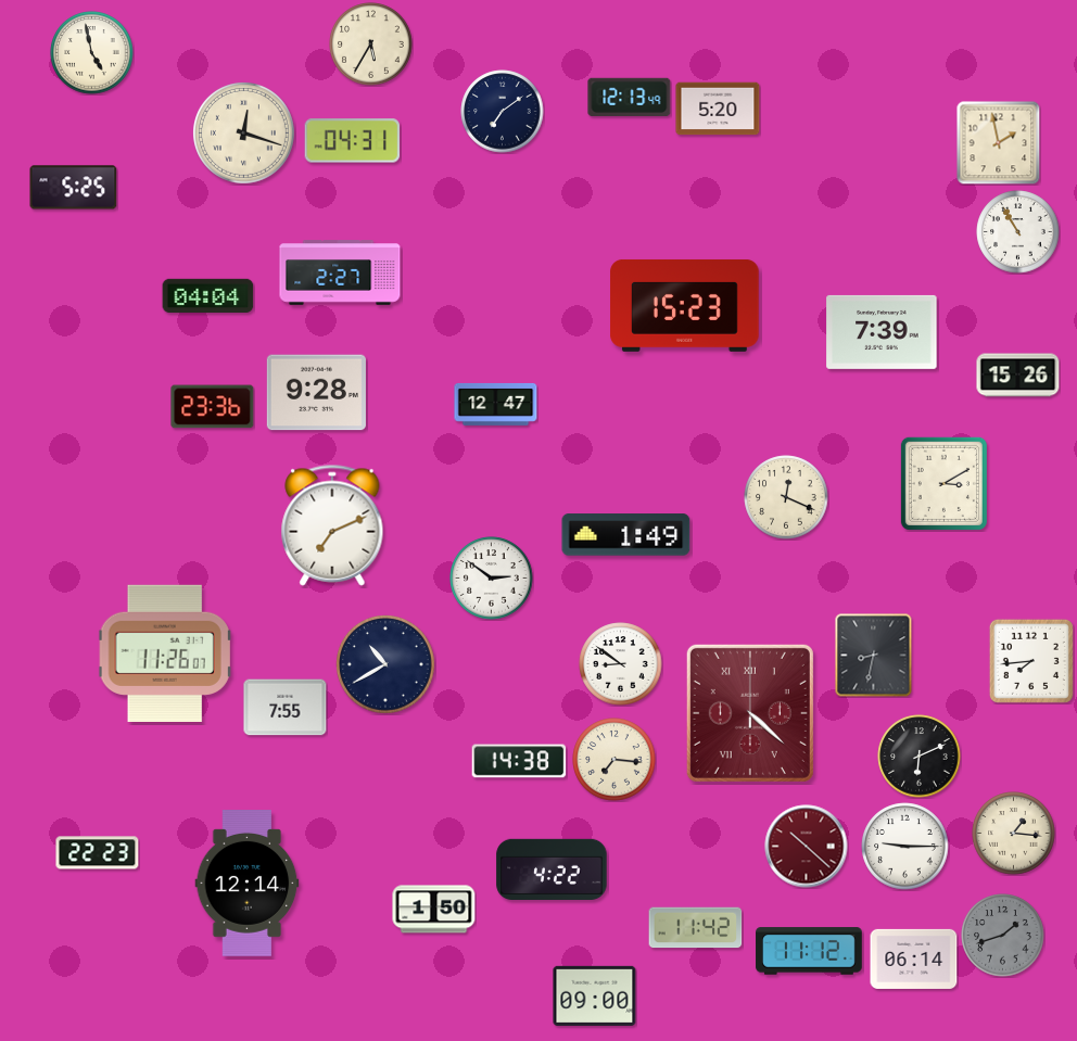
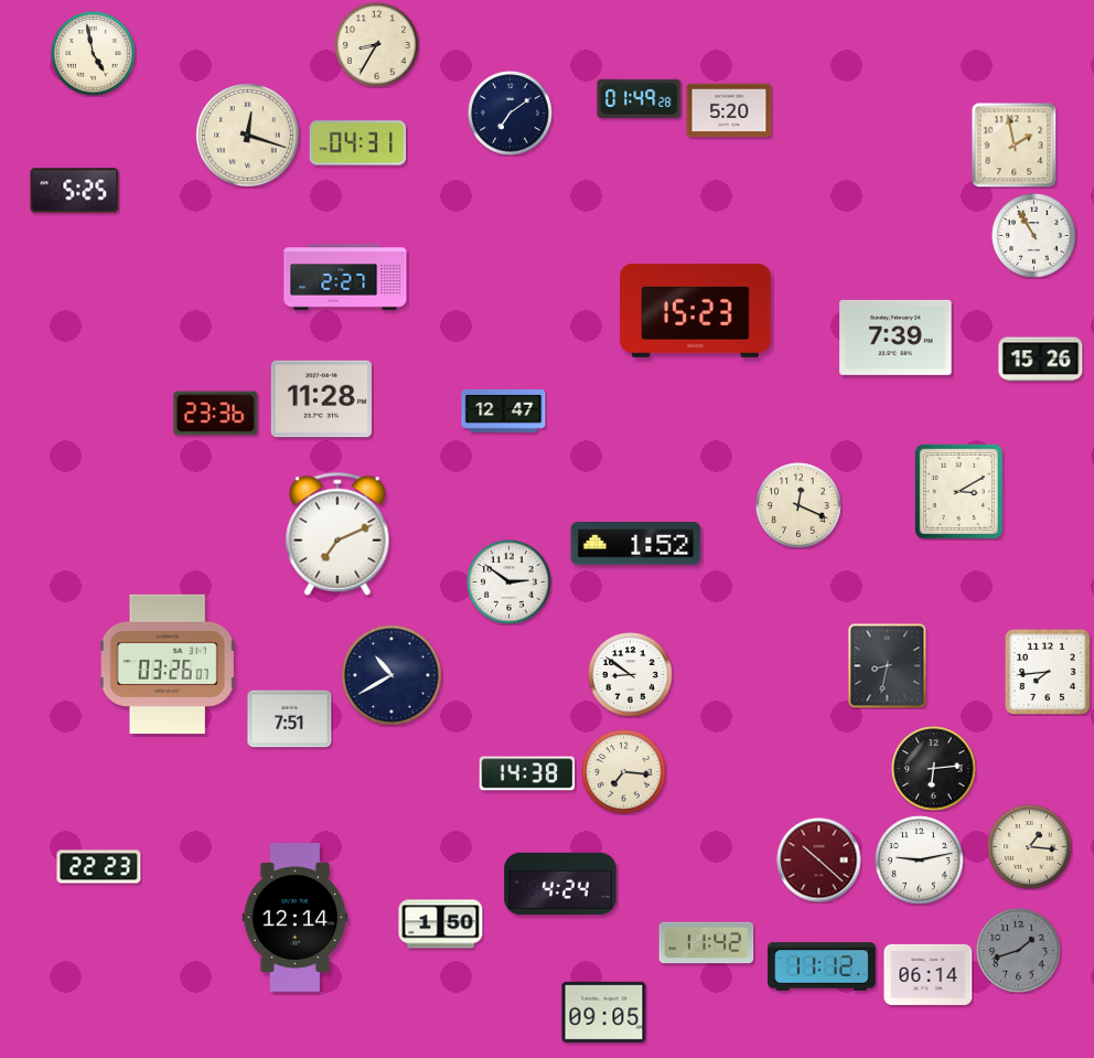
clock at (371, 45): 5:35 -> 8:35
clock at (630, 97): 12:13 -> 01:49
clock at (208, 295): 04:04 -> none
clock at (1018, 376) position: (1018, 376) -> (1041, 360)
clock at (316, 393): 9:28 -> 11:28
clock at (626, 535): 1:49 -> 1:52
clock at (492, 579) position: (492, 579) -> (510, 583)
clock at (165, 652): 11:26 -> 03:26
clock at (286, 708): 7:55 -> 7:51
clock at (750, 713): 4:22 -> none
clock at (920, 757): 6:11 -> 6:14
clock at (905, 847): 9:15 -> 9:13
clock at (552, 868): 4:22 -> 4:24
clock at (248, 884) position: (248, 884) -> (296, 918)
clock at (595, 995): 09:00 -> 09:05
